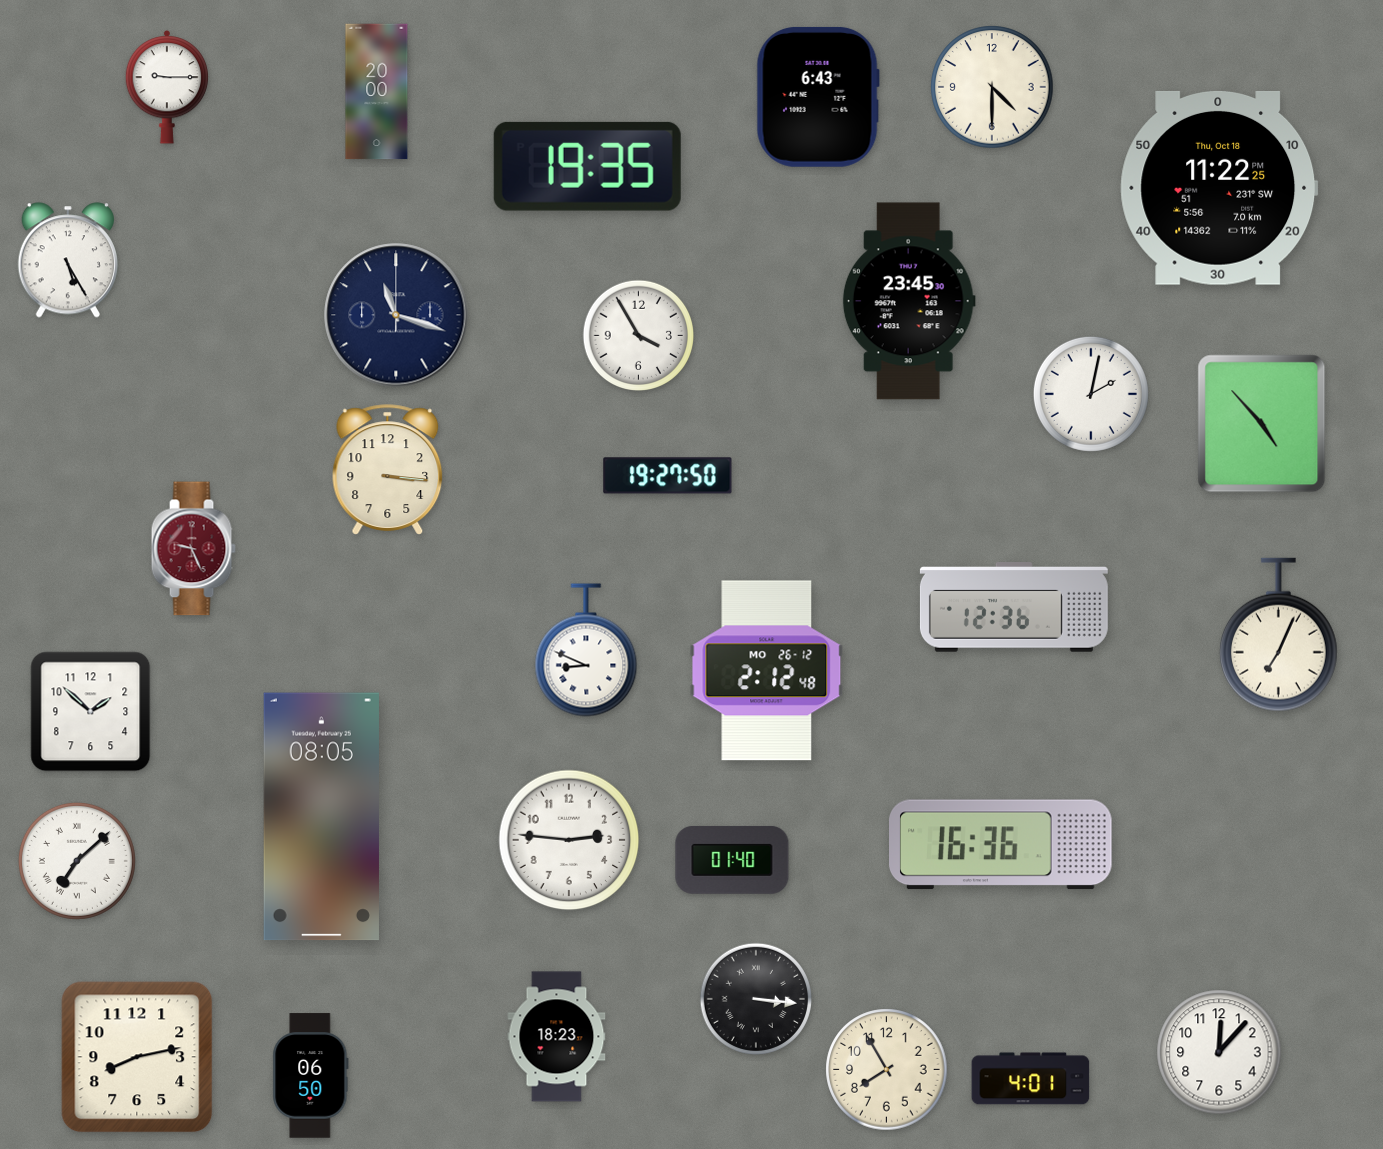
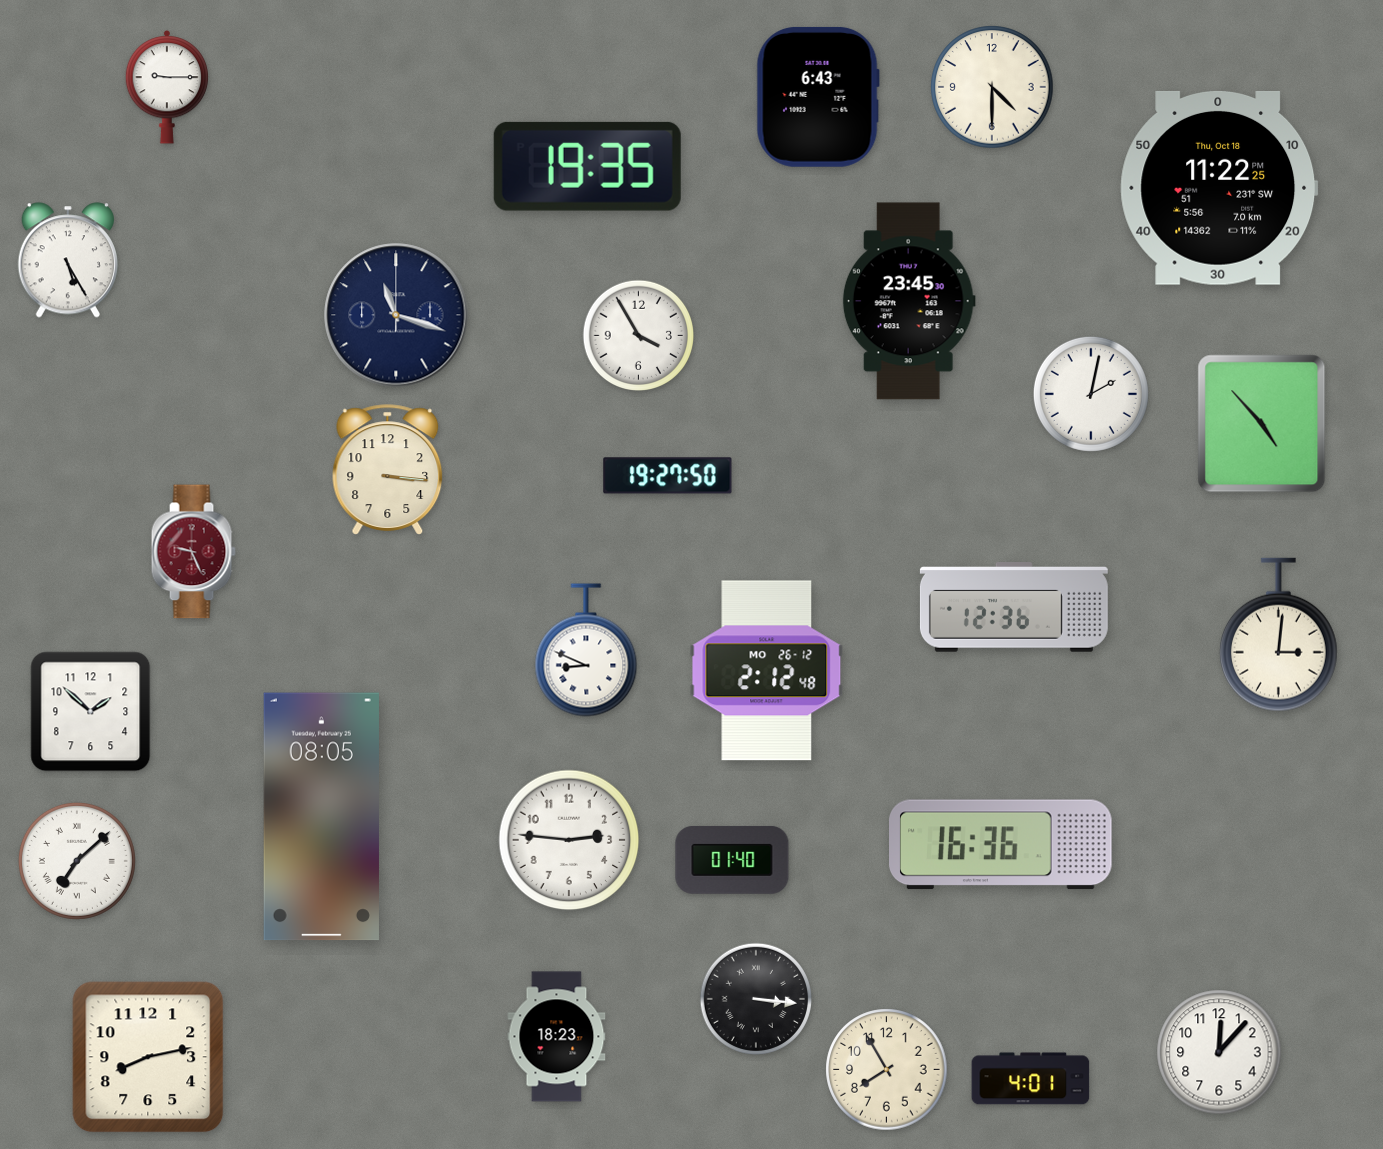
clock at (377, 92): 20:00 -> none
clock at (193, 549) position: (193, 549) -> (193, 552)
clock at (1278, 635): 7:04 -> 3:01
clock at (137, 1057) position: (137, 1057) -> (148, 1057)
clock at (311, 1076): 06:50 -> none
